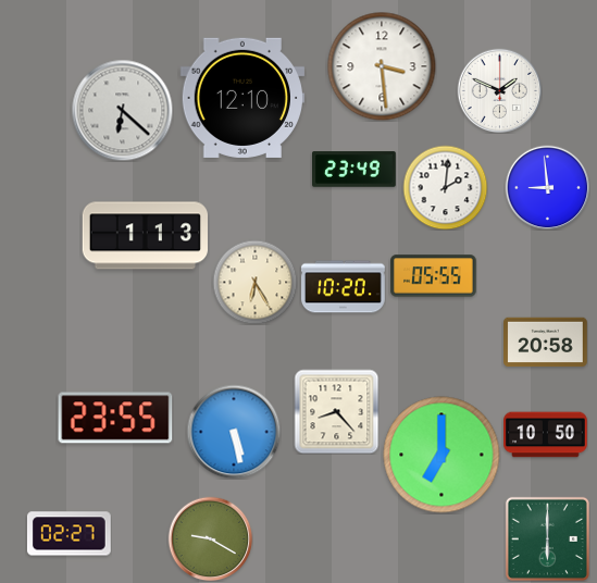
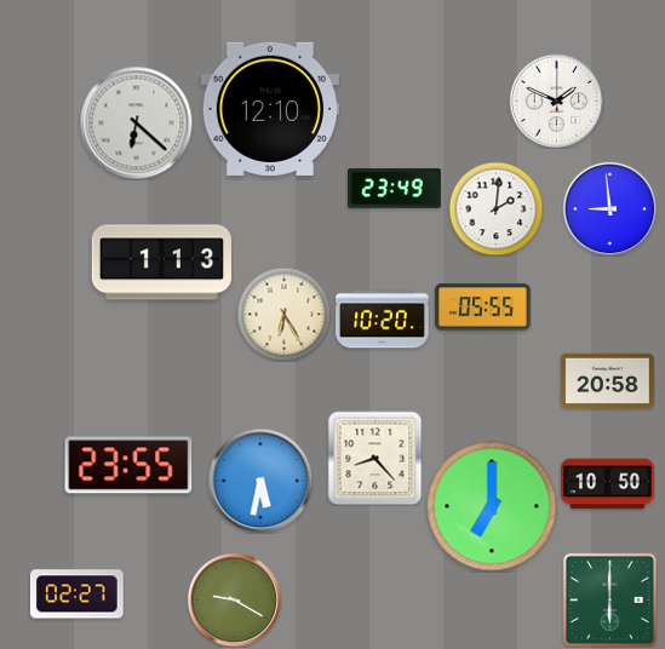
clock at (382, 66): 3:29 -> none
clock at (234, 432): 5:28 -> 5:32
